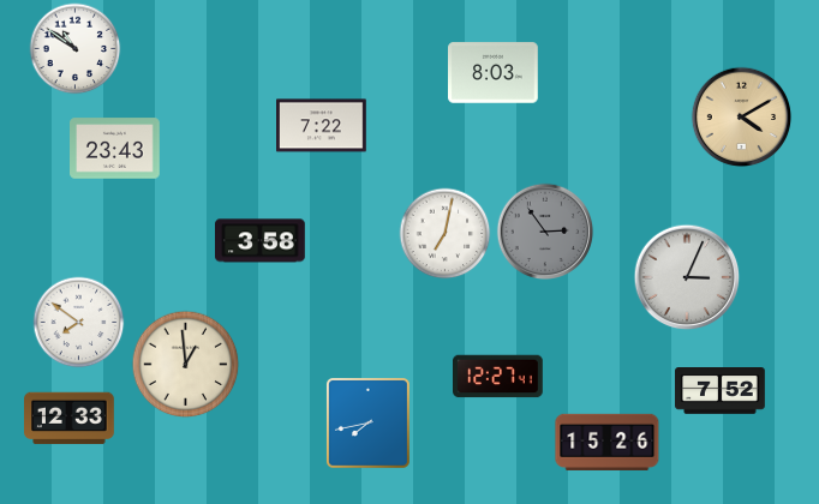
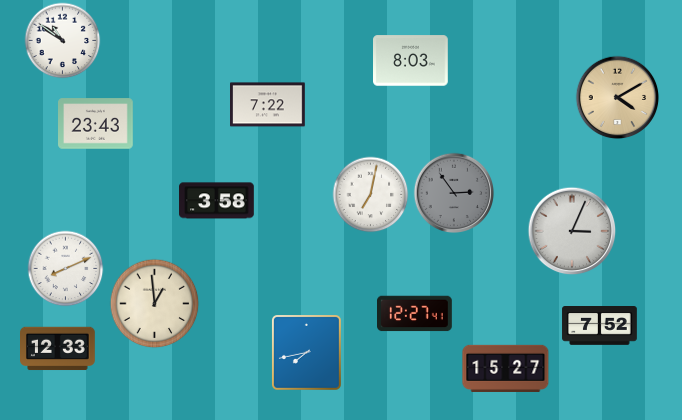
clock at (79, 323): 7:51 -> 8:11
clock at (608, 442): 15:26 -> 15:27
